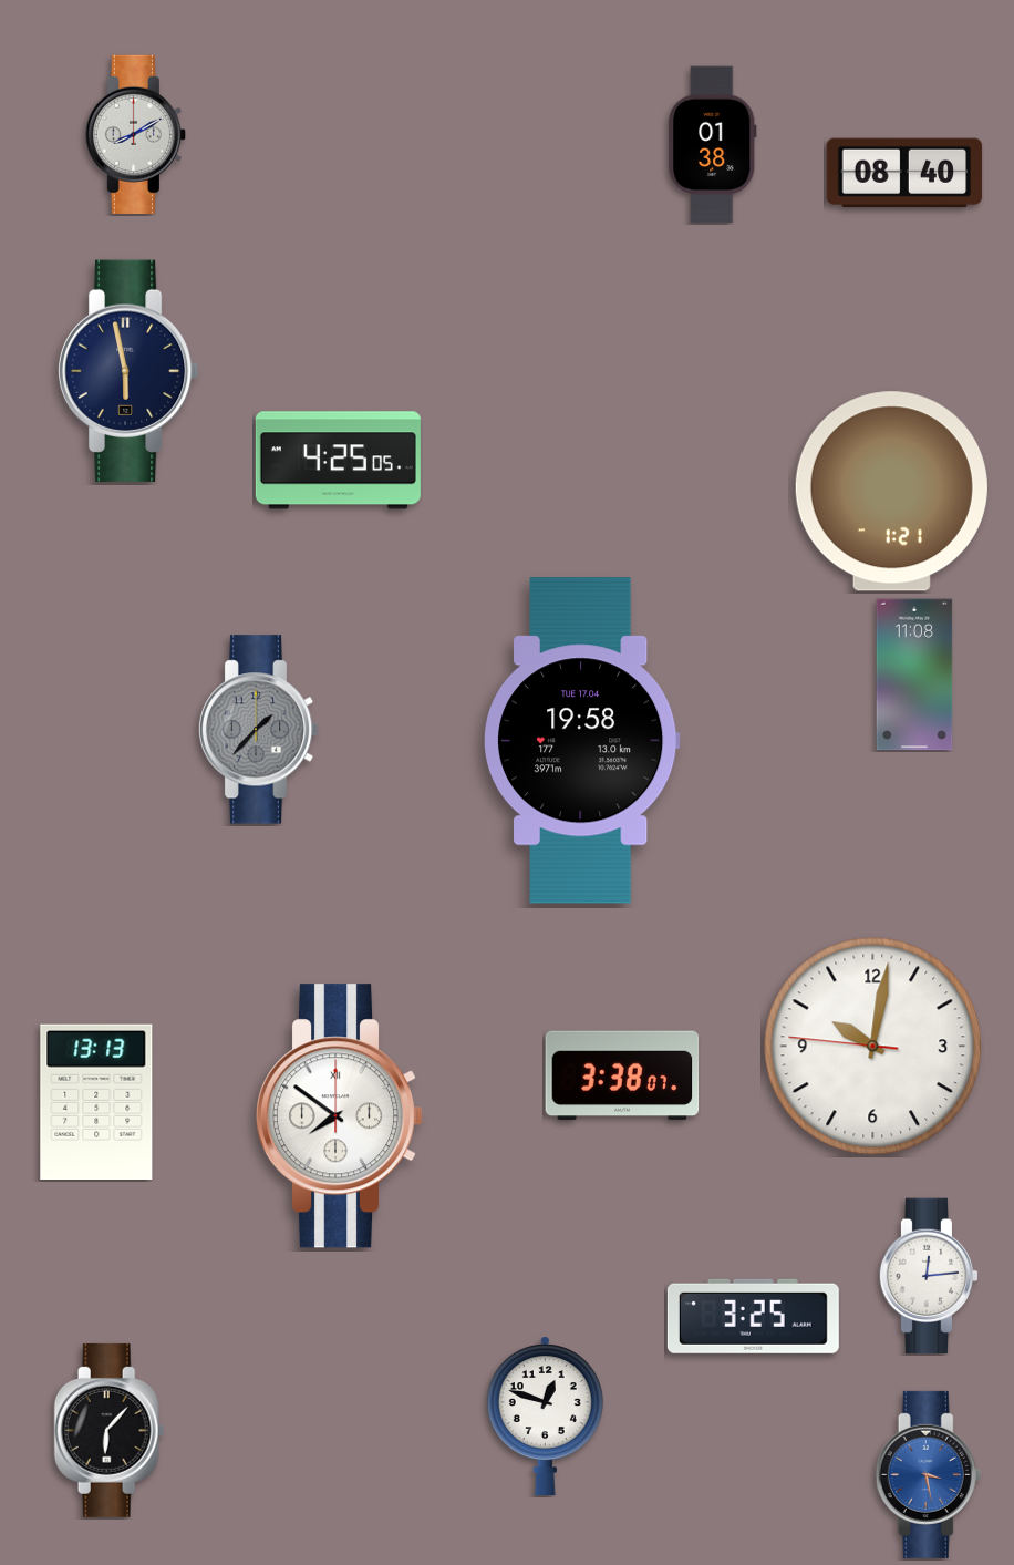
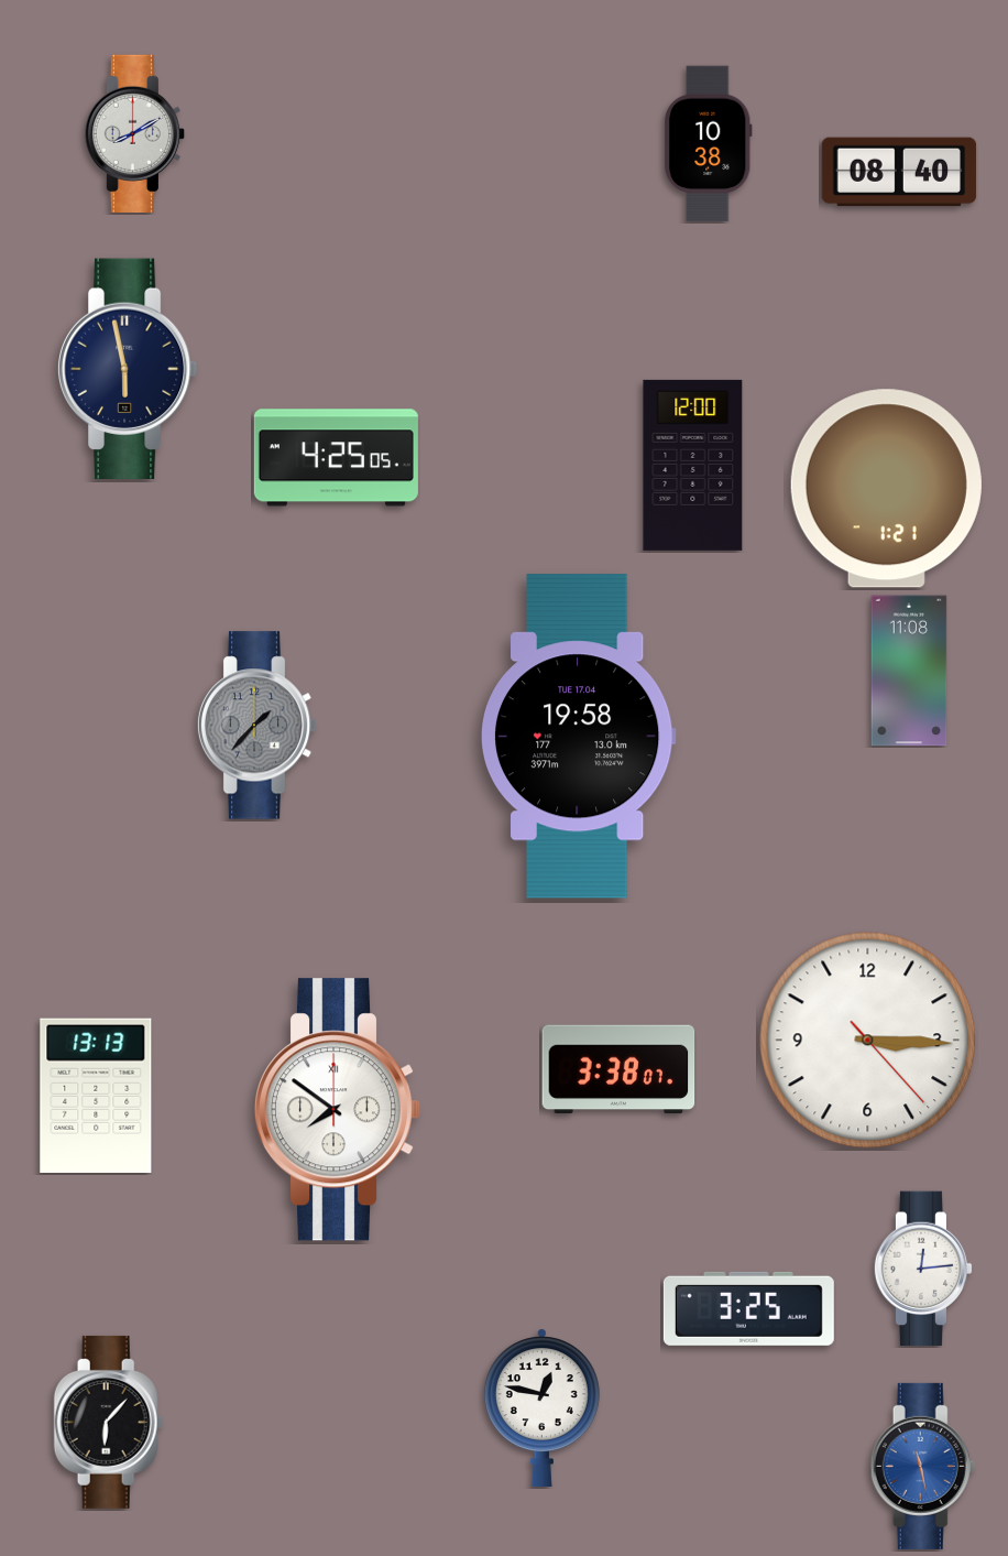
clock at (713, 145): 01:38 -> 10:38
clock at (693, 465): none -> 12:00
clock at (873, 1047): 10:01 -> 3:15
clock at (545, 1415): 12:48 -> 12:47
clock at (929, 1474): 3:28 -> 11:28
